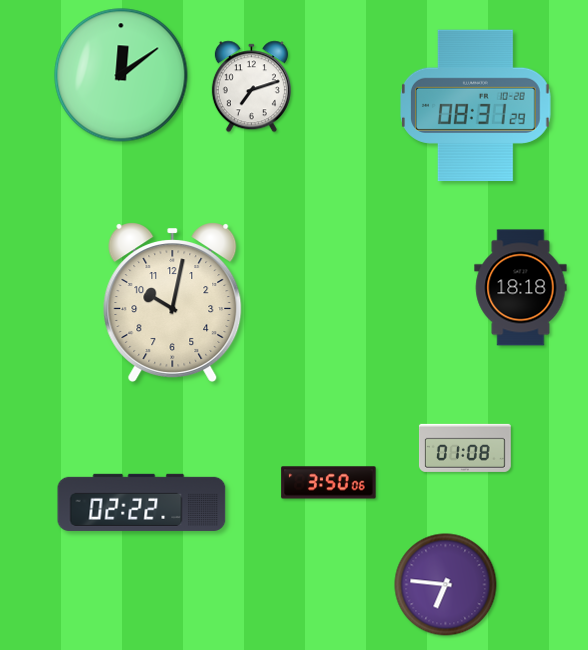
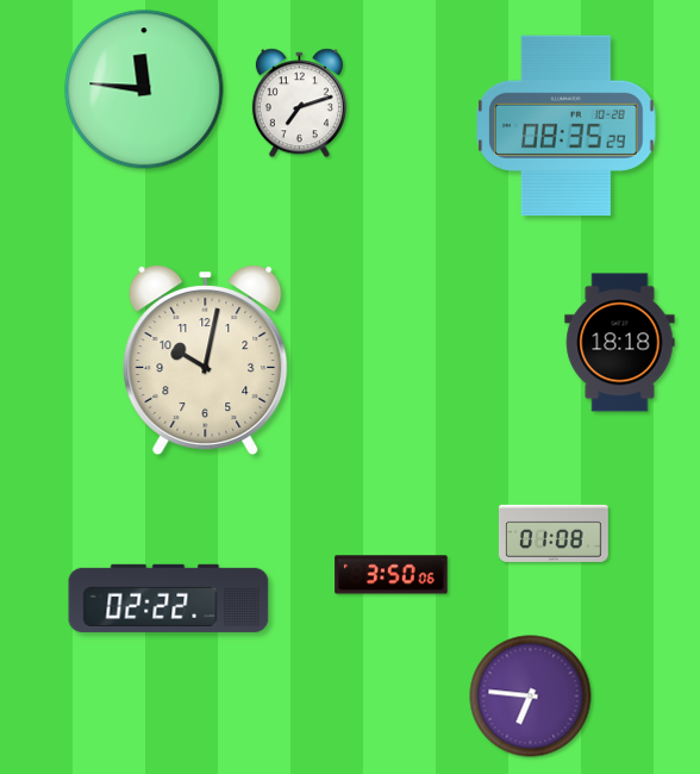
clock at (121, 75): 12:09 -> 11:46
clock at (476, 105): 08:31 -> 08:35
